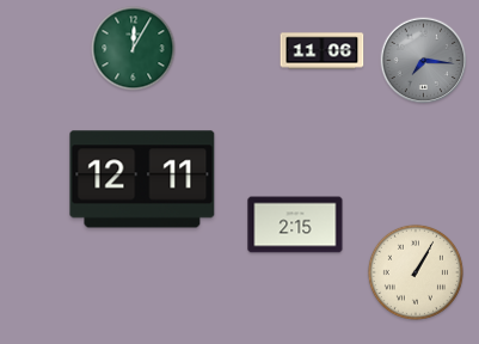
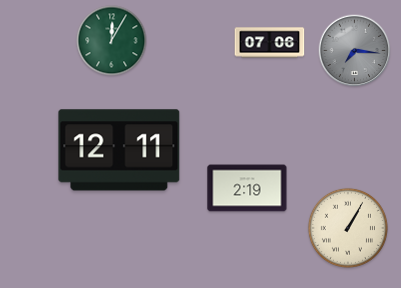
clock at (323, 51): 11:06 -> 07:06
clock at (295, 225): 2:15 -> 2:19
